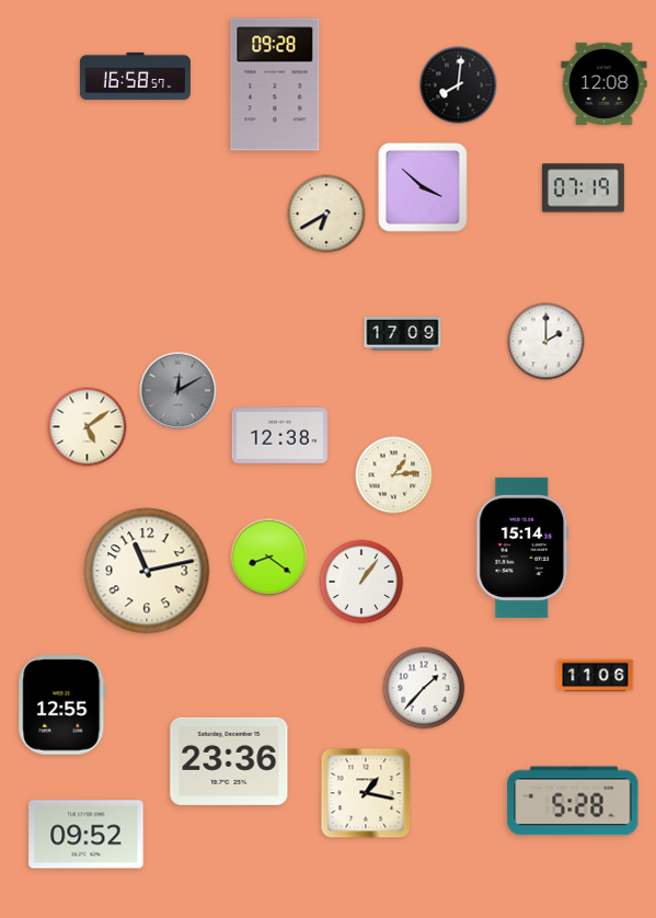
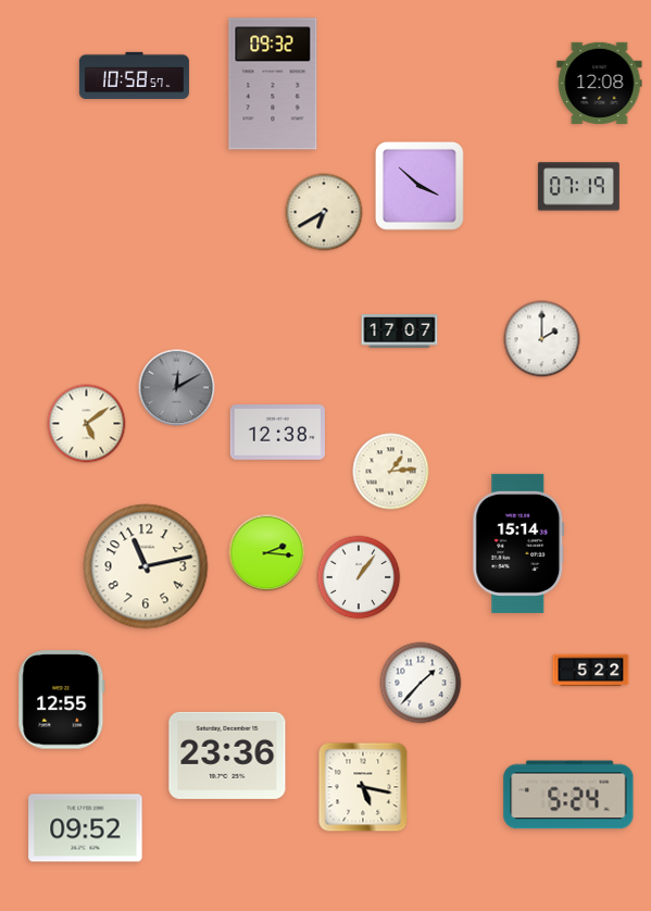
clock at (135, 77): 16:58 -> 10:58
clock at (275, 84): 09:28 -> 09:32
clock at (459, 85): 8:01 -> none
clock at (403, 334): 17:09 -> 17:07
clock at (269, 558): 8:21 -> 2:16
clock at (596, 676): 11:06 -> 5:22
clock at (366, 793): 1:17 -> 5:17
clock at (573, 801): 5:28 -> 5:24
